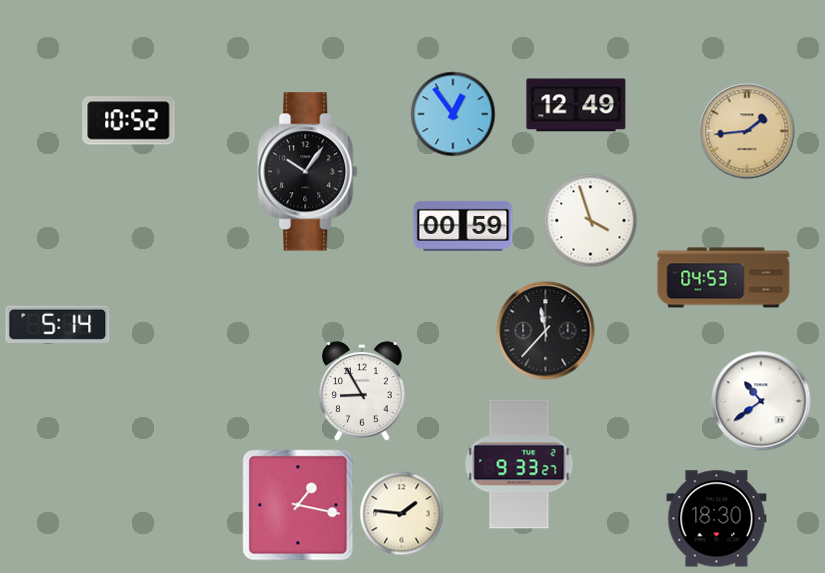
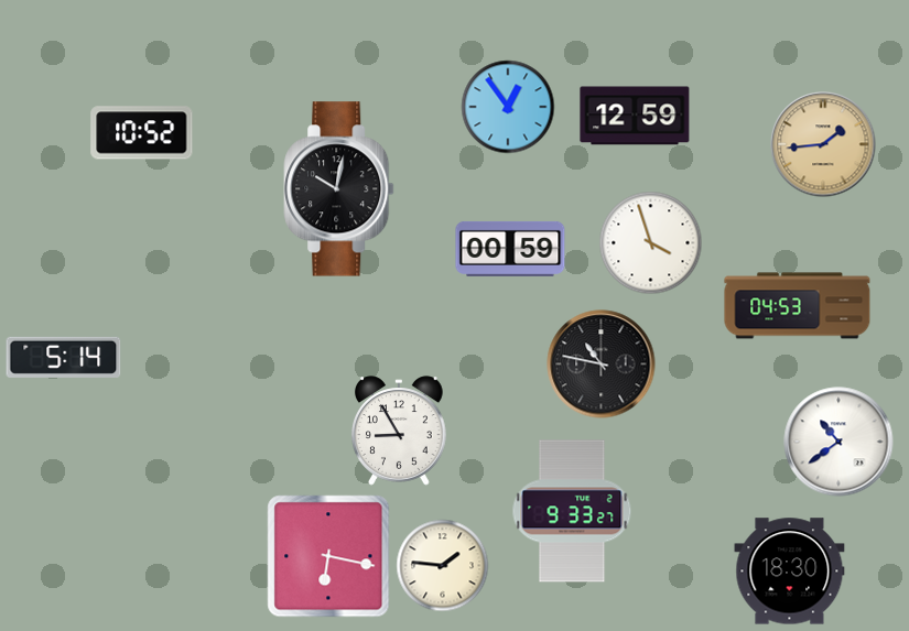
clock at (576, 105): 12:49 -> 12:59
clock at (453, 114) position: (453, 114) -> (508, 107)
clock at (308, 172): 10:06 -> 10:02
clock at (546, 331): 11:37 -> 10:47
clock at (298, 505): 1:17 -> 6:17
